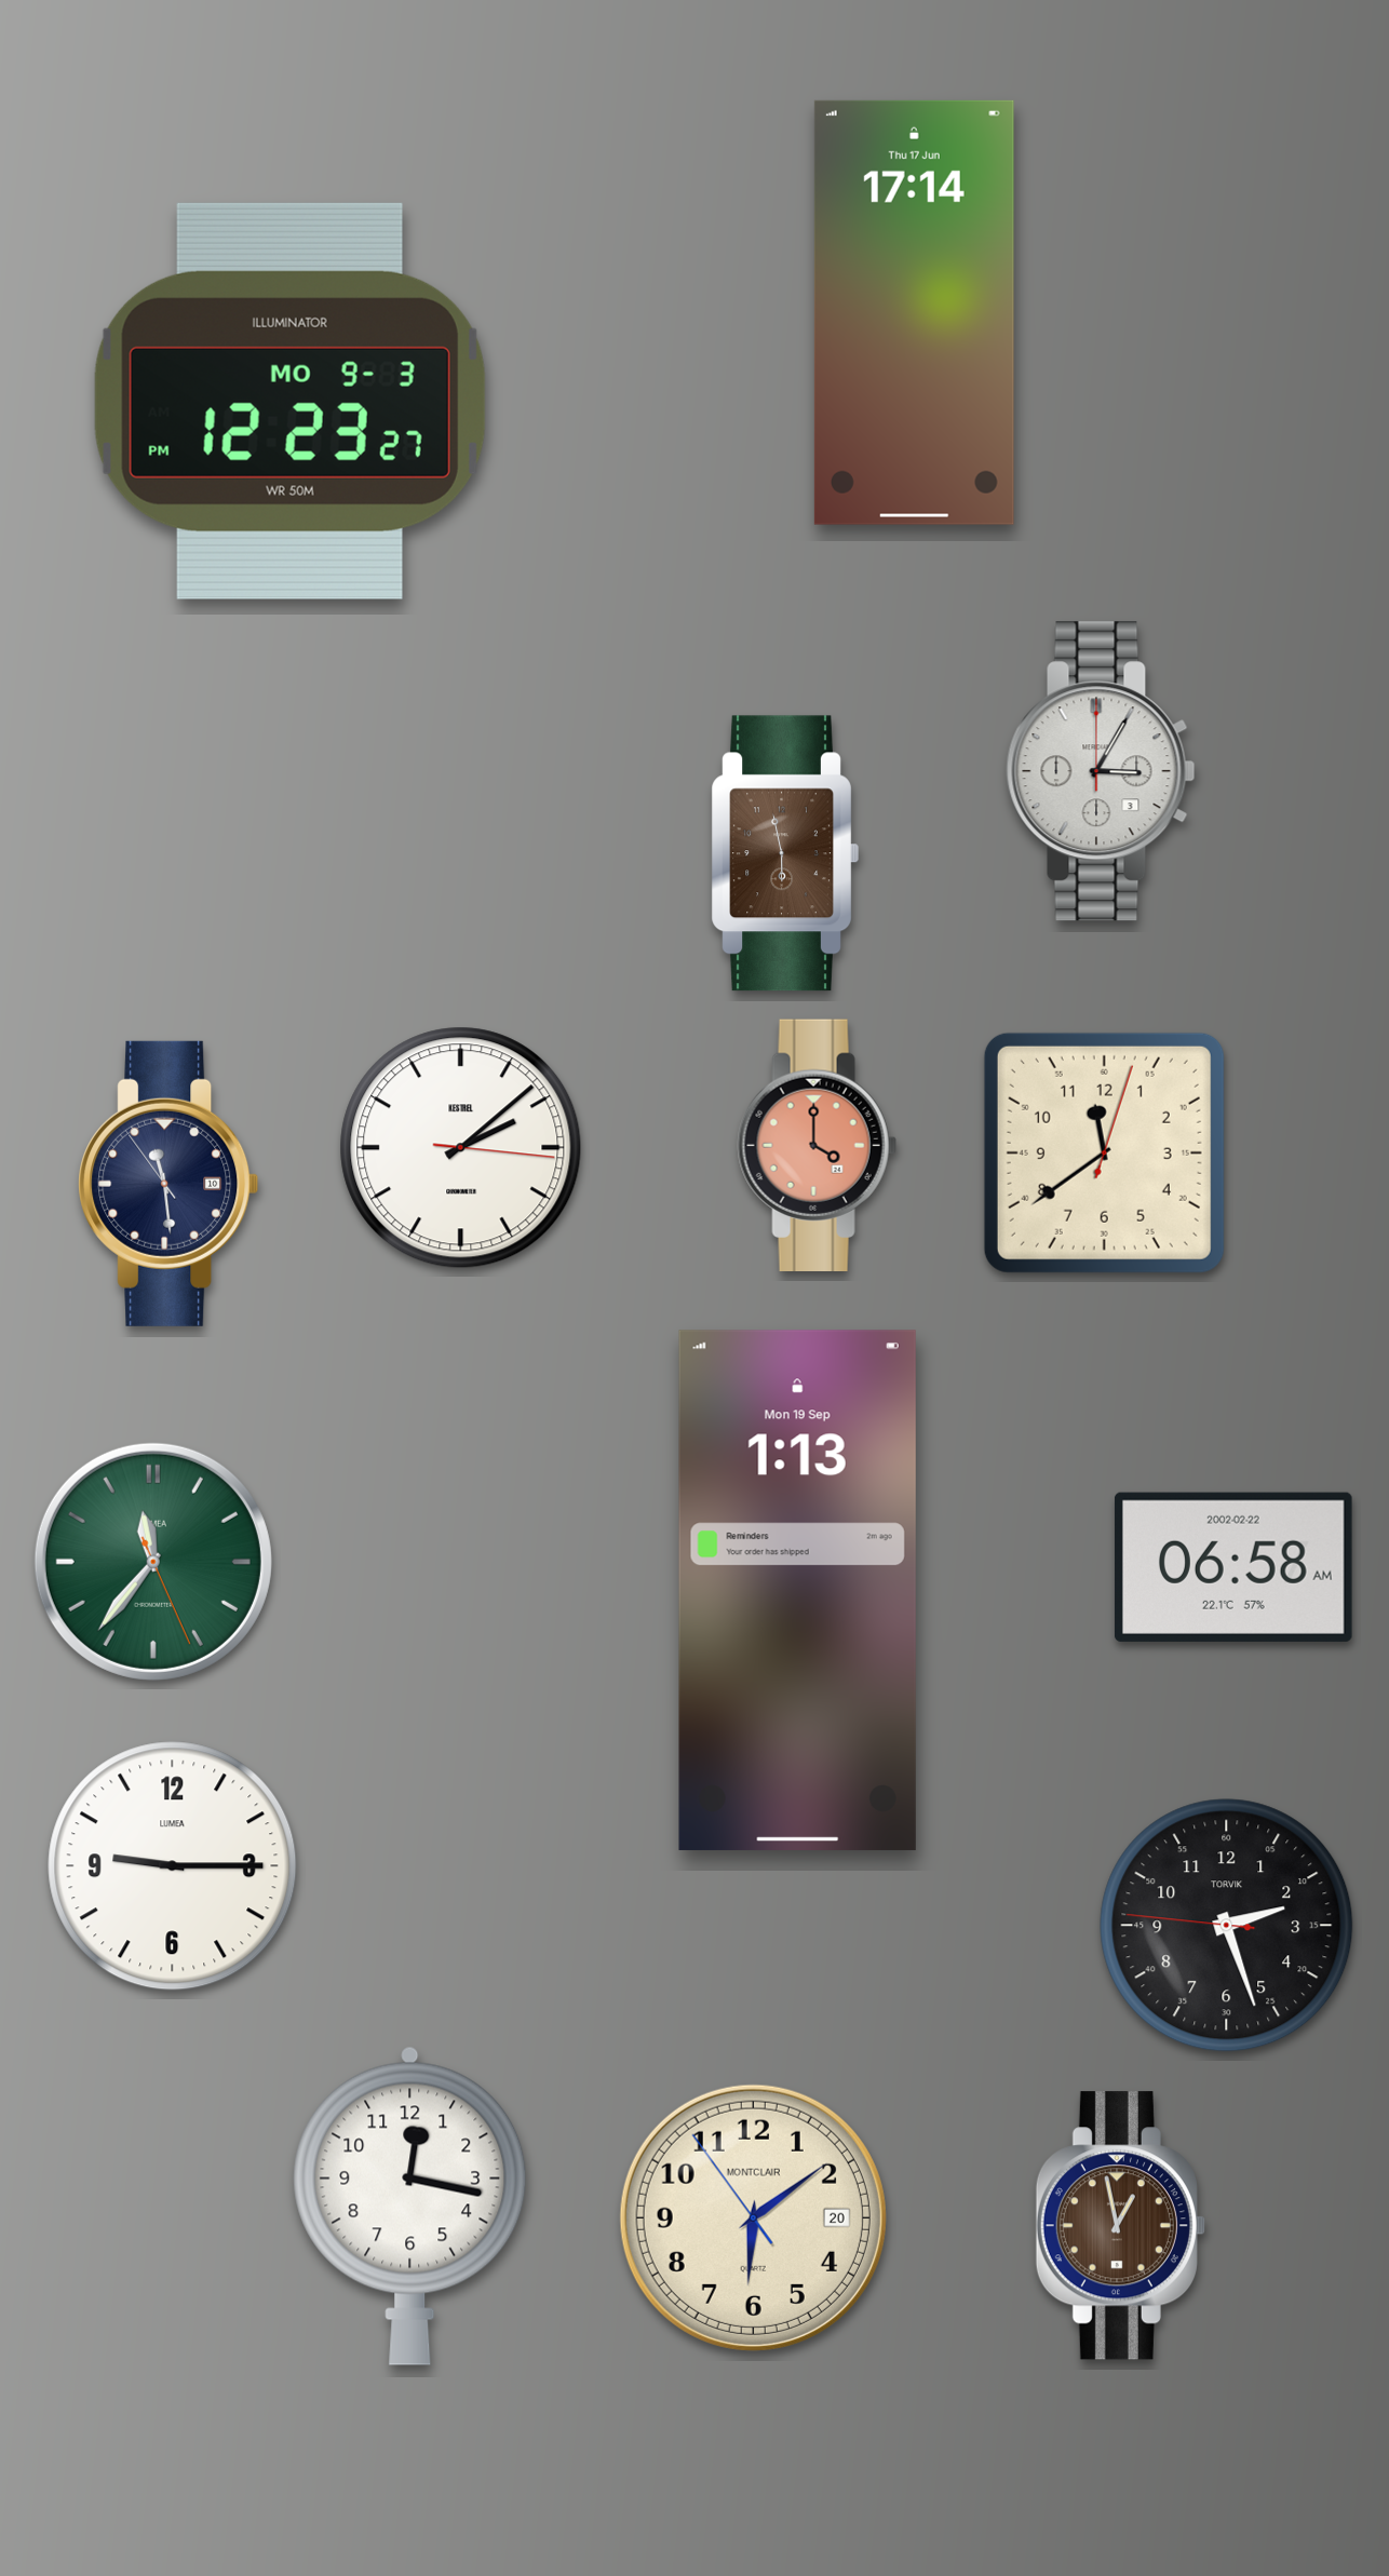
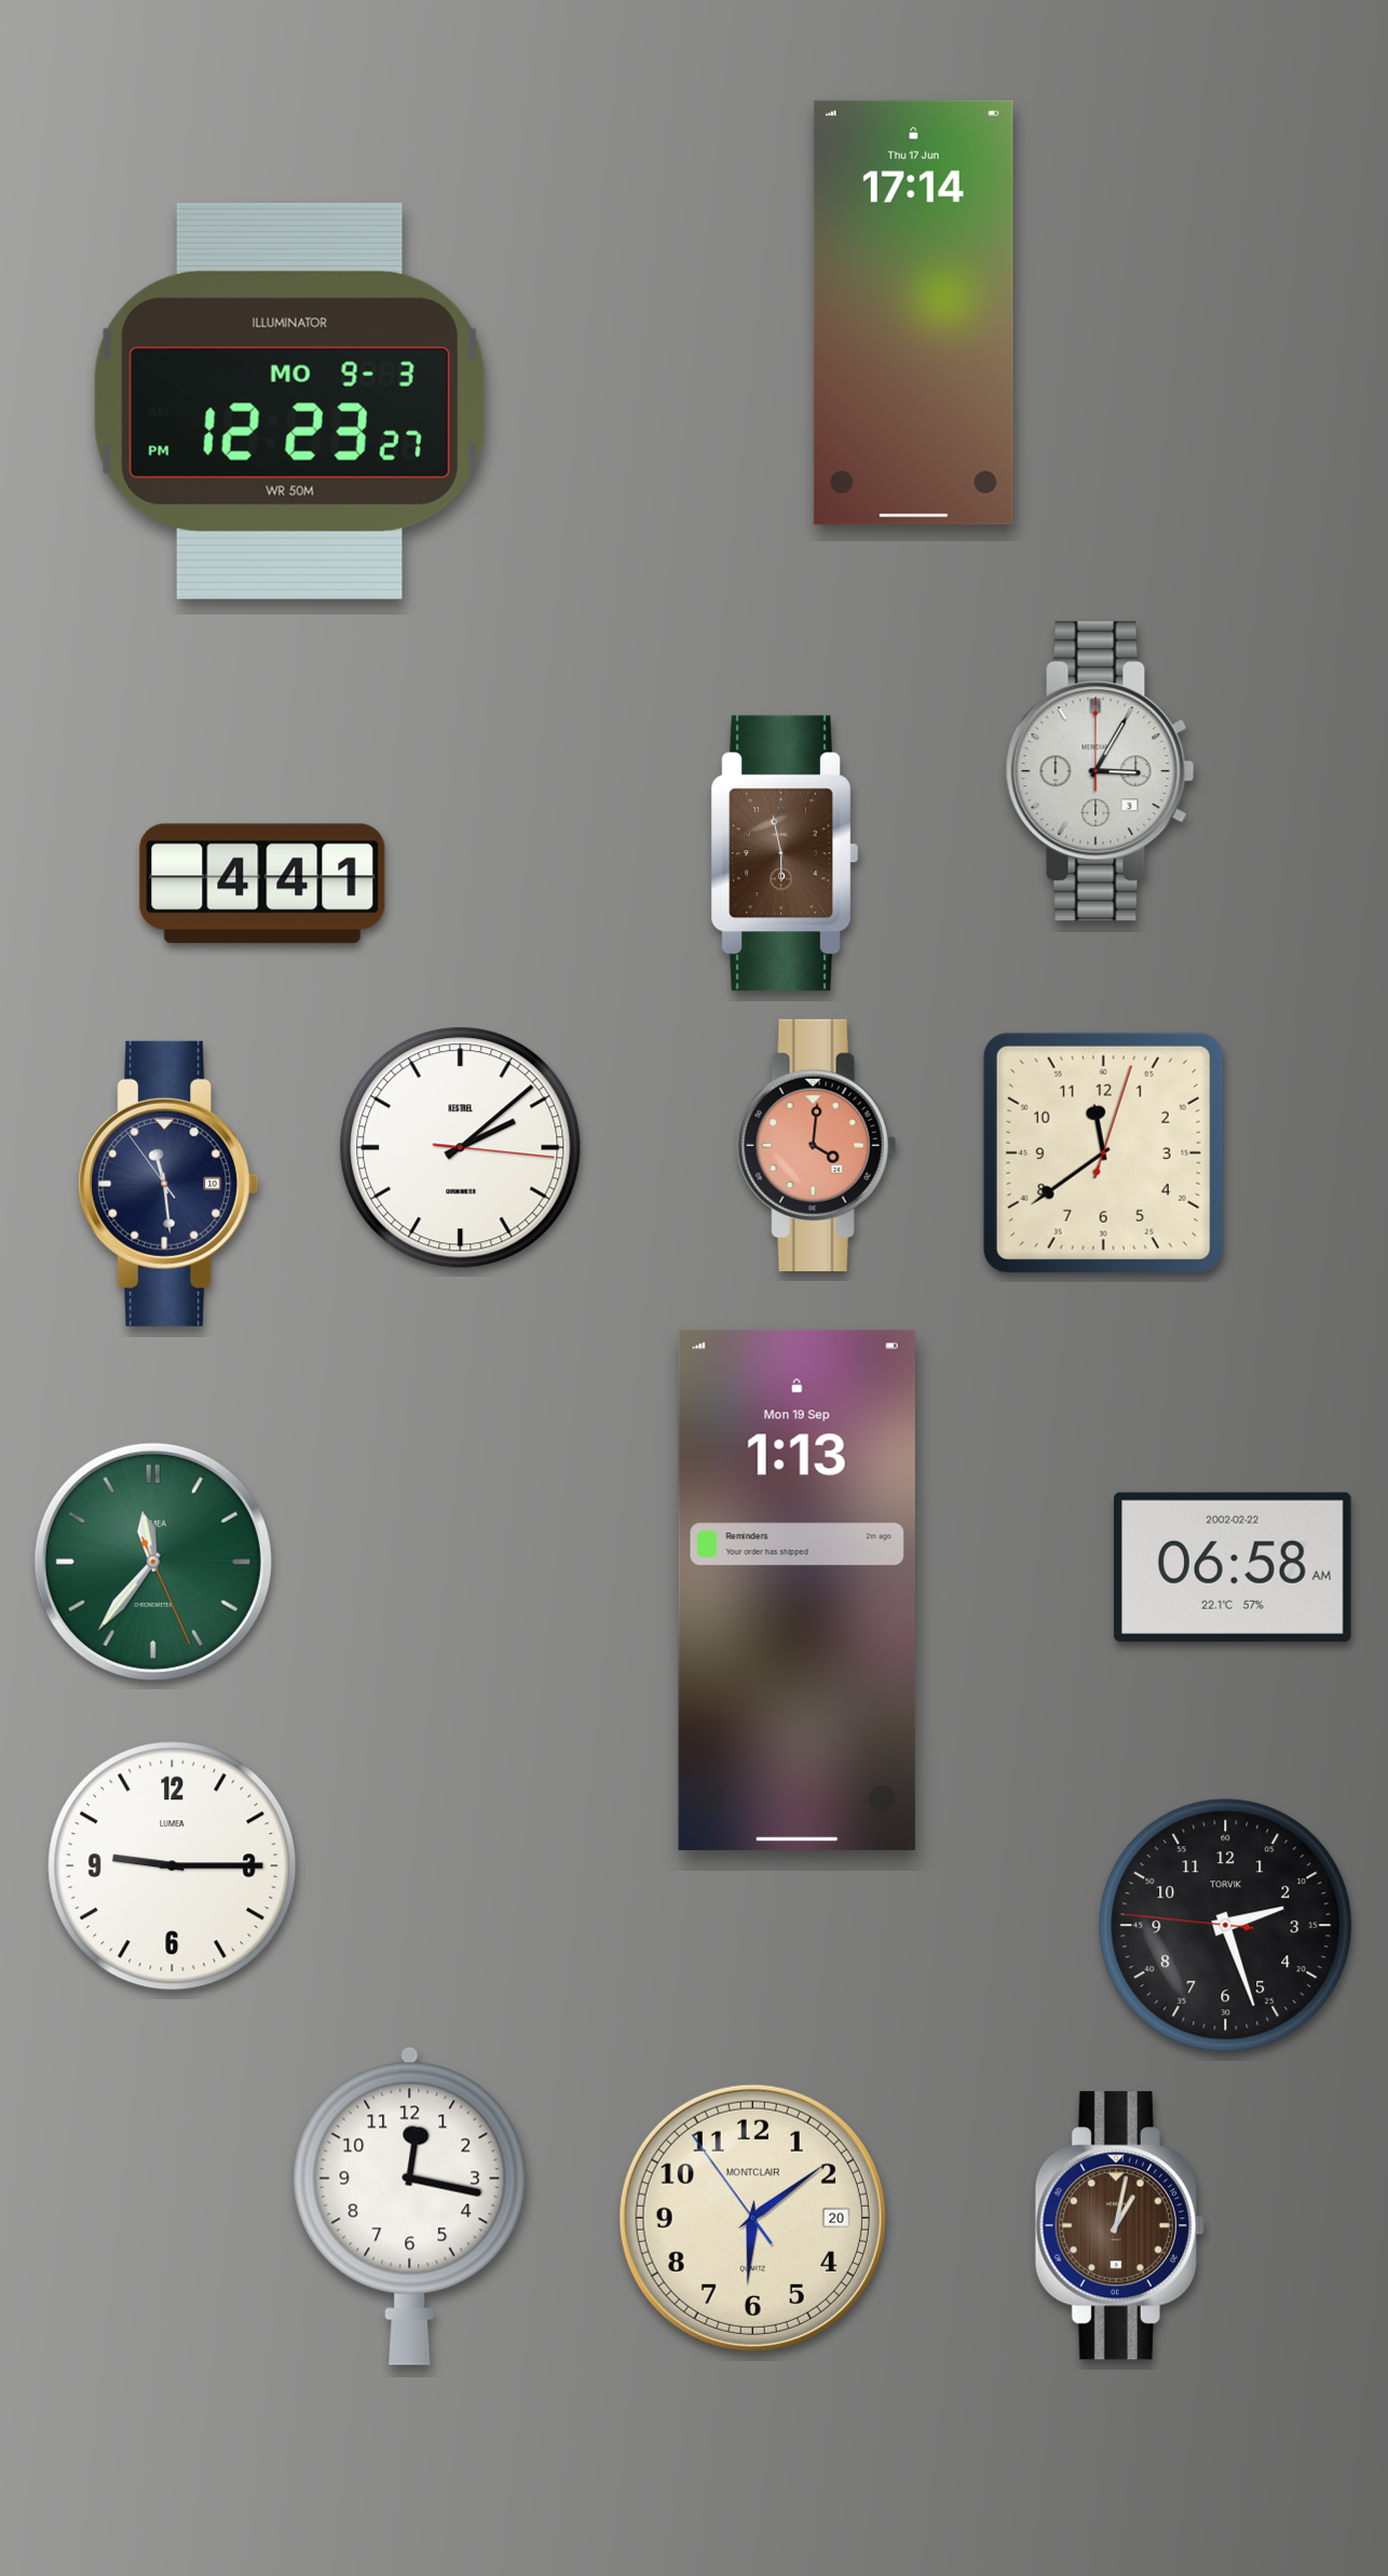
clock at (262, 884): none -> 4:41
clock at (817, 1145): 4:00 -> 4:01
clock at (1120, 2226): 12:58 -> 1:02
